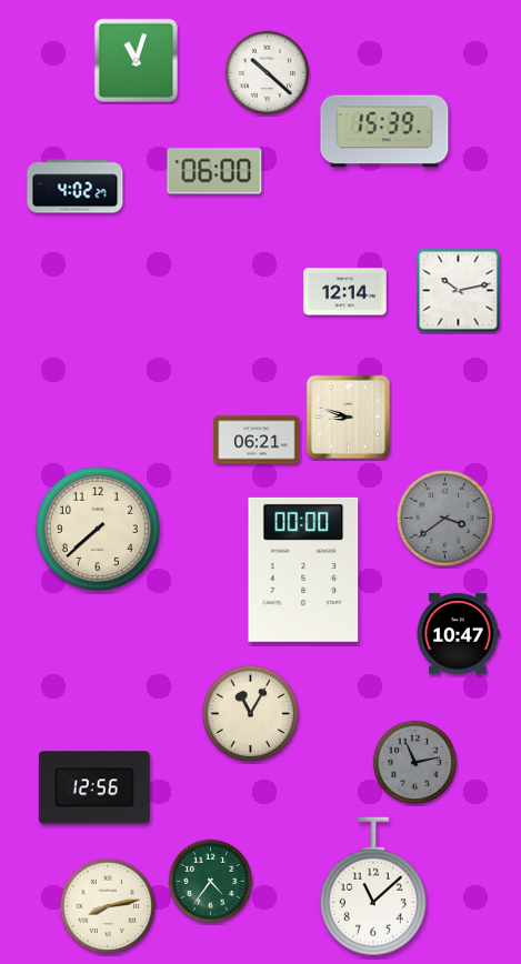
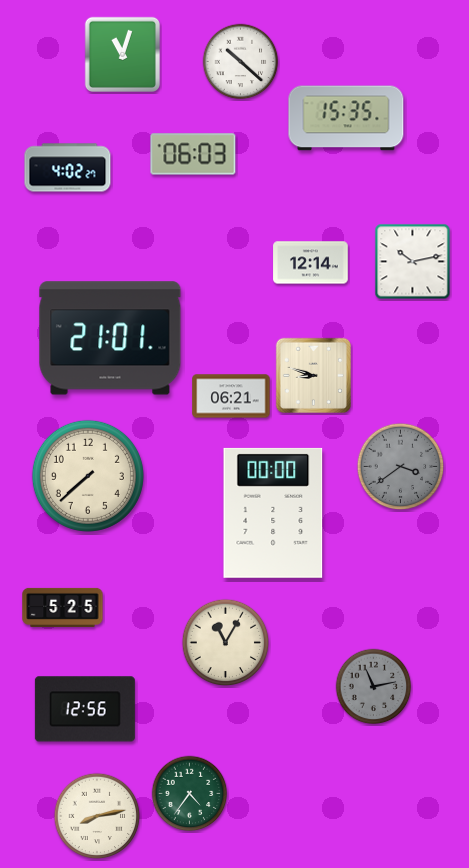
clock at (268, 73) position: (268, 73) -> (241, 62)
clock at (384, 131): 15:39 -> 15:35
clock at (214, 171): 06:00 -> 06:03
clock at (110, 338): none -> 21:01
clock at (458, 634): 10:47 -> none
clock at (63, 607): none -> 5:25
clock at (373, 886): 11:08 -> none
